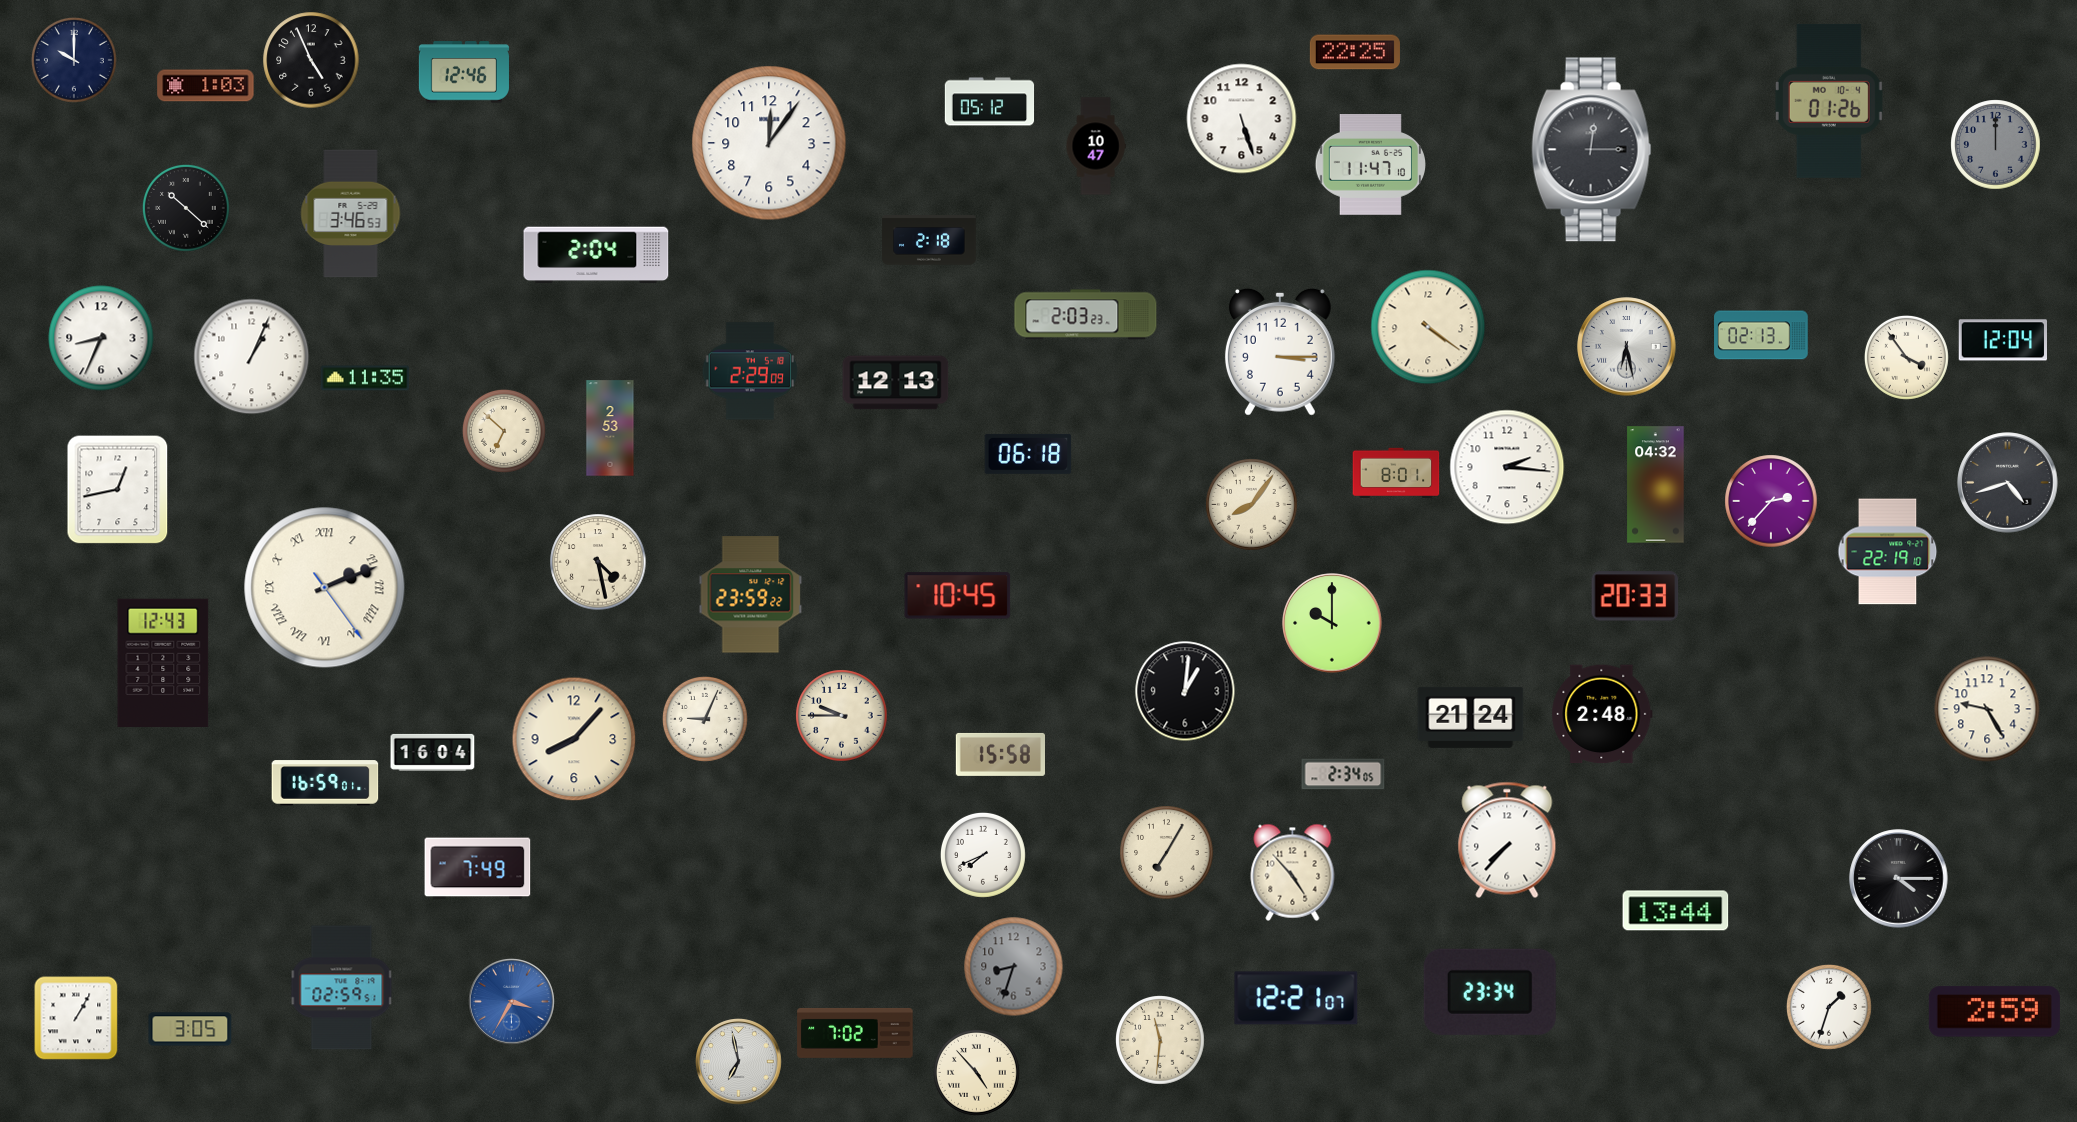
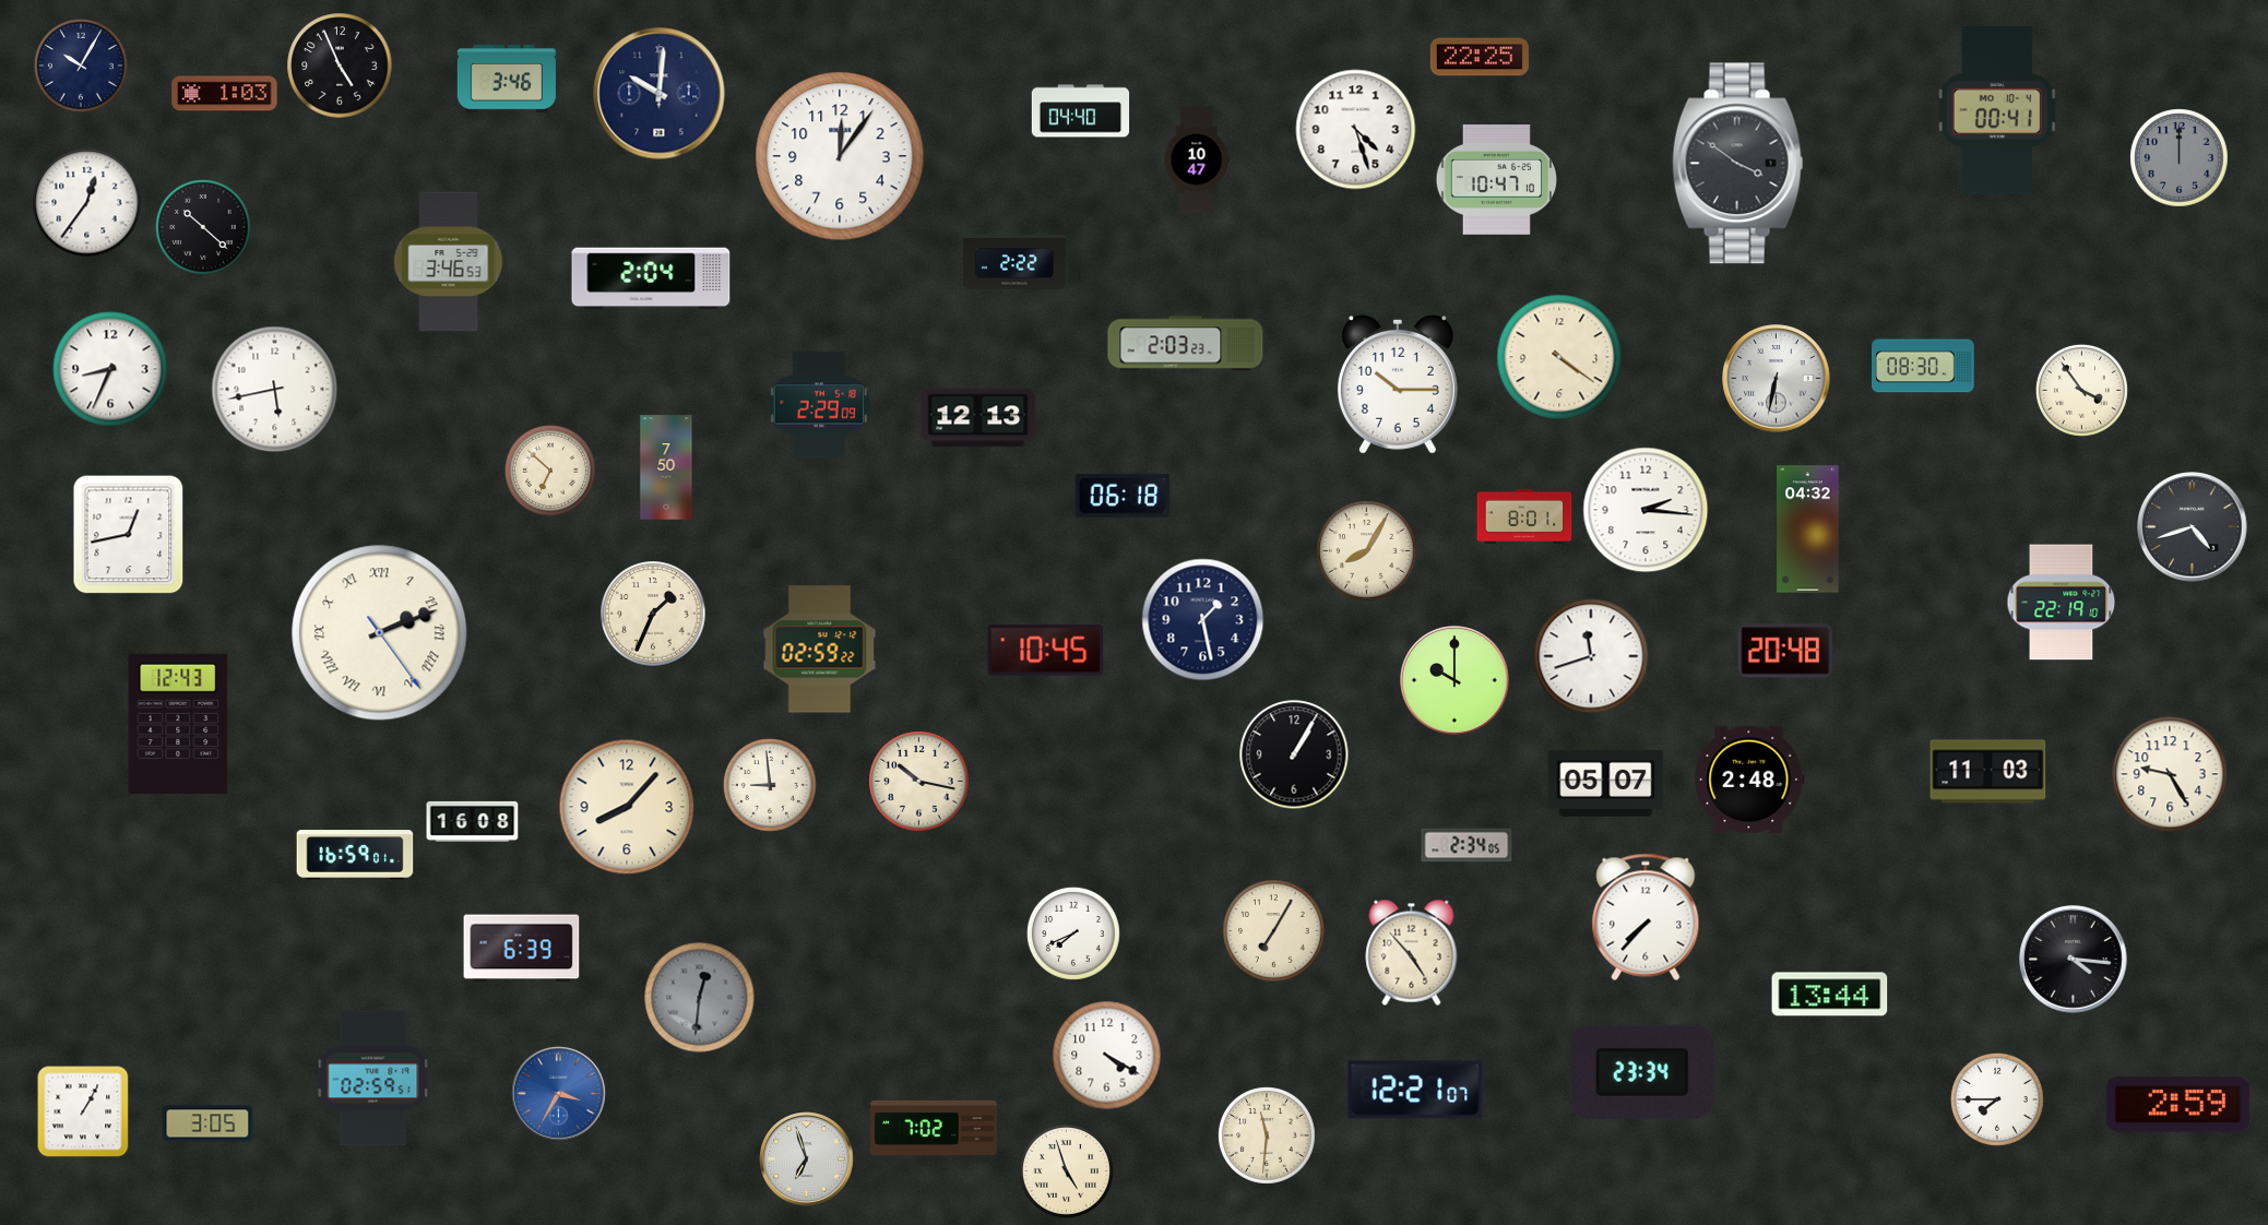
clock at (74, 60): 10:00 -> 10:05
clock at (464, 72): 12:46 -> 3:46
clock at (660, 94): none -> 10:01
clock at (1829, 101): 01:26 -> 00:41
clock at (990, 102): 05:12 -> 04:40
clock at (1242, 119): 5:27 -> 4:27
clock at (1592, 150): 12:15 -> 3:51
clock at (1370, 165): 11:47 -> 10:47
clock at (87, 203): none -> 12:36
clock at (351, 214) position: (351, 214) -> (449, 262)
clock at (929, 240): 2:18 -> 2:22
clock at (1761, 335): 02:13 -> 08:30
clock at (2002, 340): 12:04 -> none
clock at (1627, 347): 6:28 -> 6:32
clock at (1280, 352): 3:15 -> 10:15
clock at (252, 357): 1:04 -> 5:43
clock at (365, 378): 11:35 -> none
clock at (610, 428): 2:53 -> 7:50
clock at (1771, 501): 2:37 -> none
clock at (1252, 505): 8:06 -> 8:05
clock at (598, 562): 4:28 -> 1:34
clock at (1203, 620): none -> 1:28
clock at (325, 588) position: (325, 588) -> (380, 633)
clock at (751, 595): 23:59 -> 02:59
clock at (1635, 596): 20:33 -> 20:48
clock at (1591, 656): none -> 11:42
clock at (1185, 691): 1:01 -> 1:05
clock at (1988, 772): none -> 11:03
clock at (842, 716): 9:45 -> 10:17
clock at (1471, 717): 21:24 -> 05:07
clock at (705, 719): 9:04 -> 8:59
clock at (433, 752): 16:04 -> 16:08
clock at (1000, 754): 15:58 -> none
clock at (478, 869): 7:49 -> 6:39
clock at (1899, 879): 4:15 -> 4:16
clock at (700, 998): none -> 12:31
clock at (1014, 967): 8:33 -> 4:20
clock at (1014, 967) dial: grey -> white
clock at (1490, 992) position: (1490, 992) -> (1642, 1072)
clock at (1829, 1007): 1:33 -> 7:45
clock at (739, 1062): 6:58 -> 6:57
clock at (976, 1072): 4:53 -> 4:57
